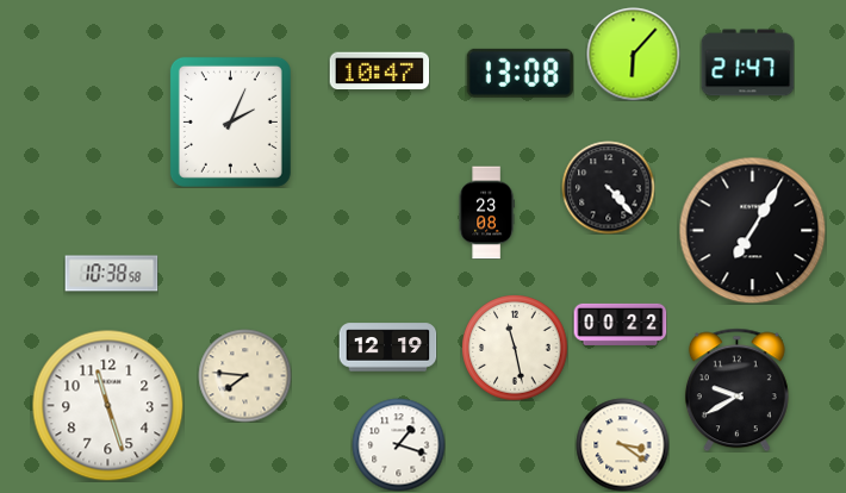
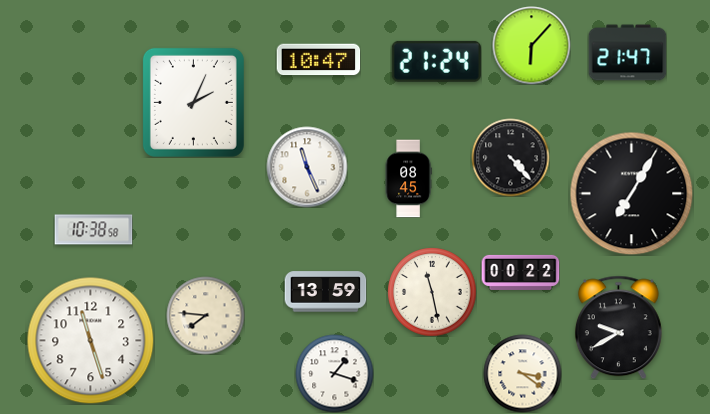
clock at (520, 73): 13:08 -> 21:24
clock at (307, 167): none -> 11:26
clock at (486, 212): 23:08 -> 08:45
clock at (387, 348): 12:19 -> 13:59
